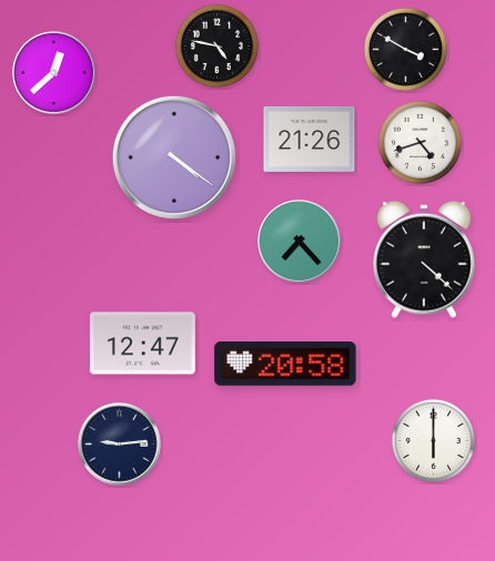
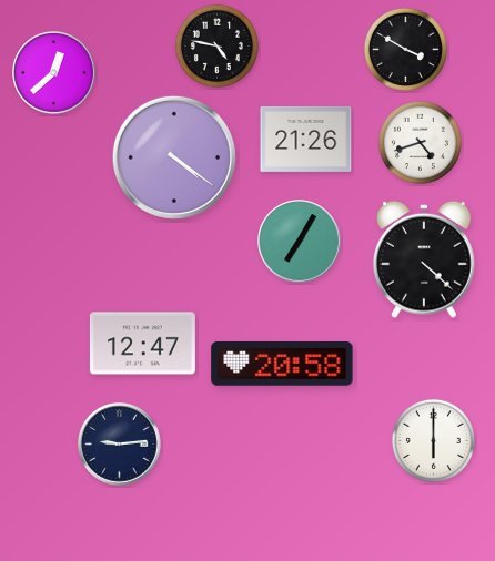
clock at (310, 139) position: (310, 139) -> (306, 139)
clock at (300, 242): 7:23 -> 7:05
clock at (285, 364) position: (285, 364) -> (282, 364)
